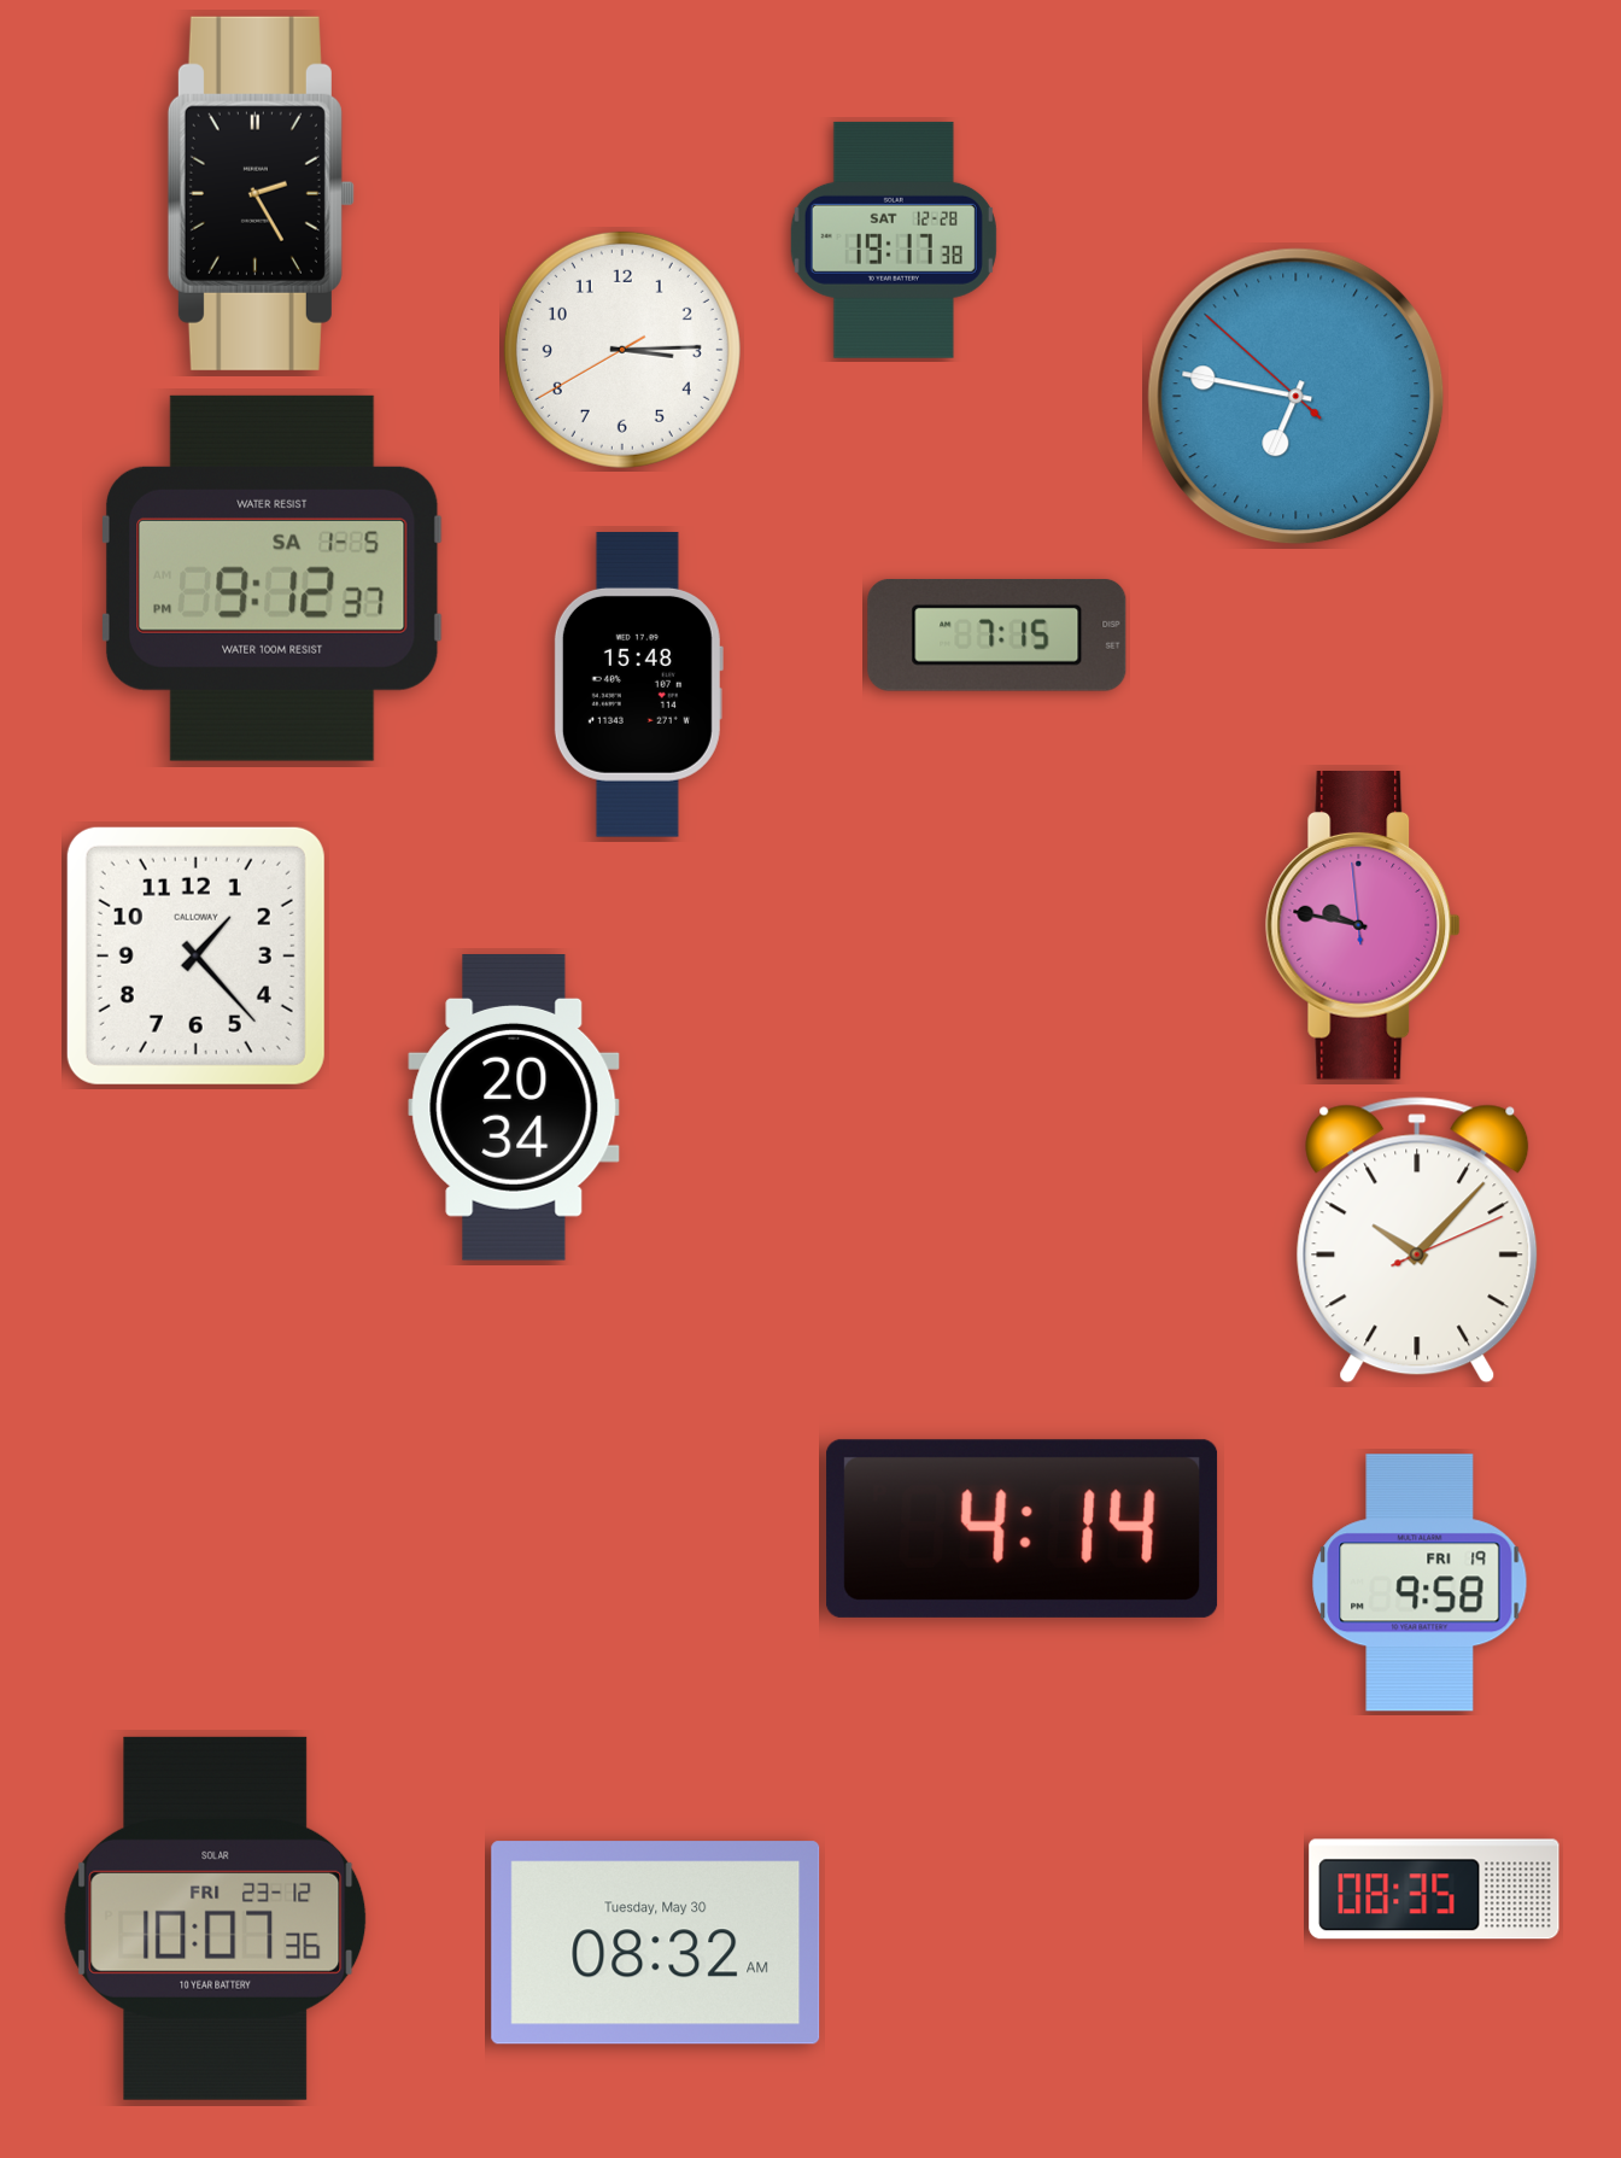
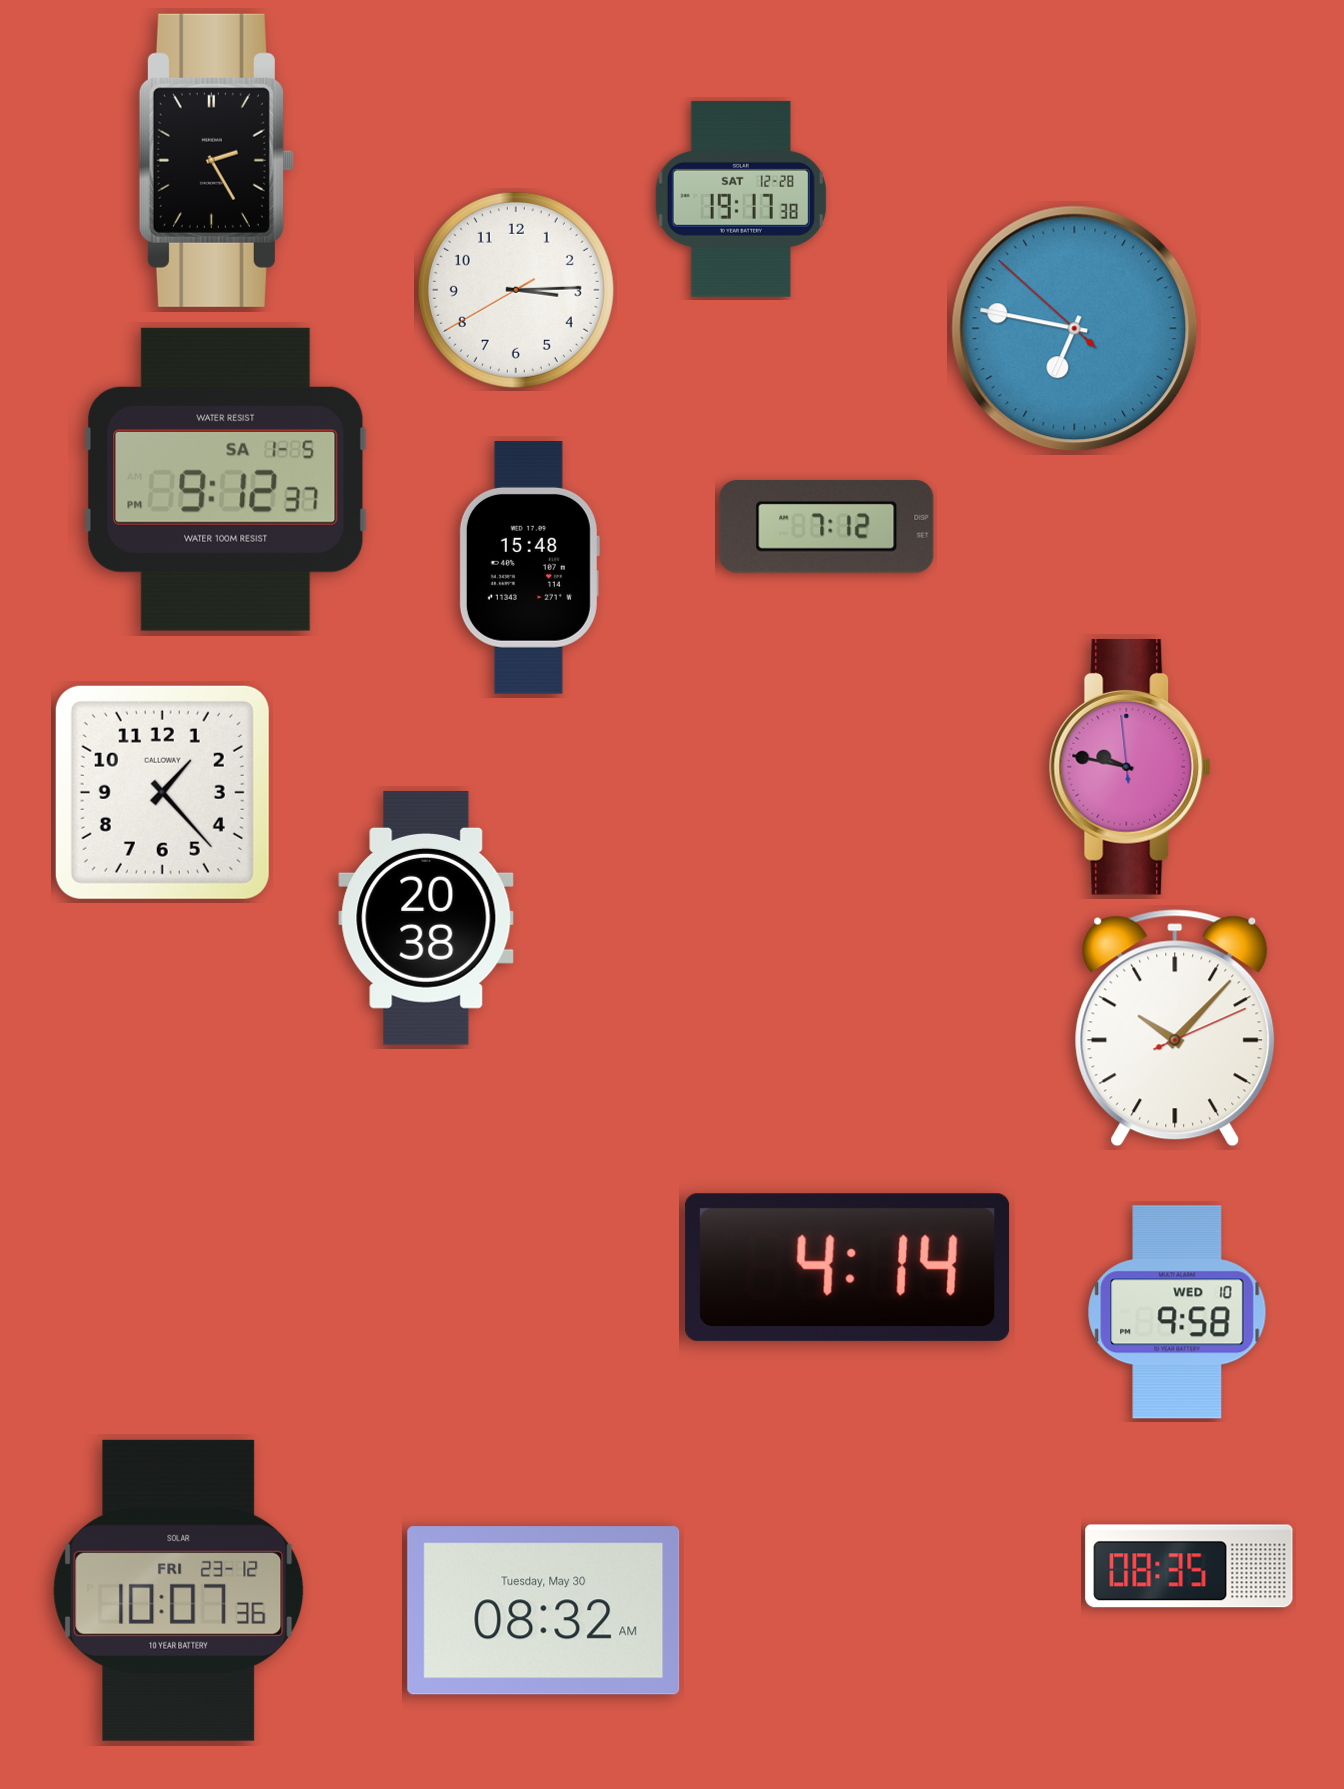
clock at (997, 636): 7:15 -> 7:12
clock at (514, 1109): 20:34 -> 20:38
clock at (1420, 1583) date: FRI 19 -> WED 10
